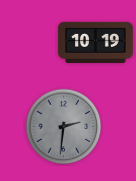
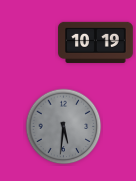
clock at (64, 127): 2:31 -> 5:31
